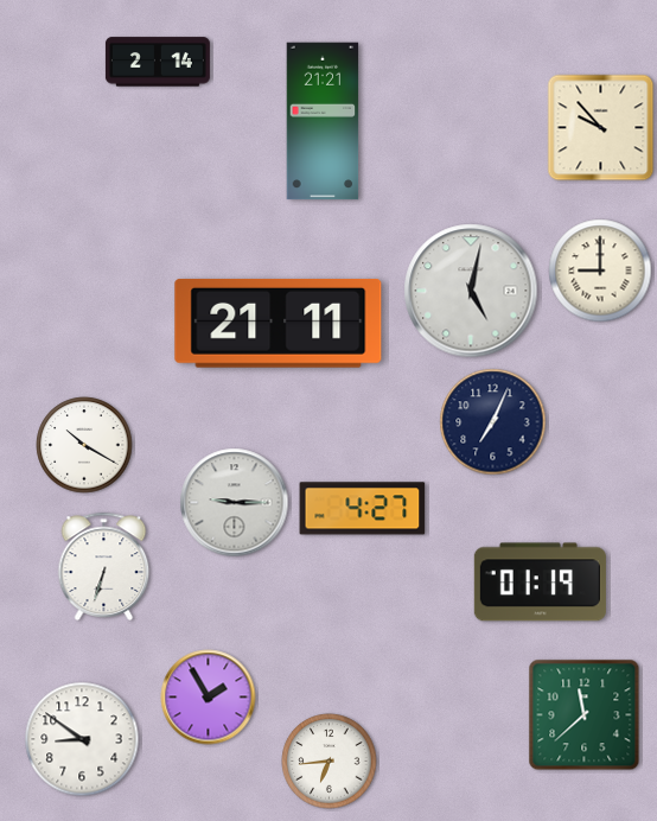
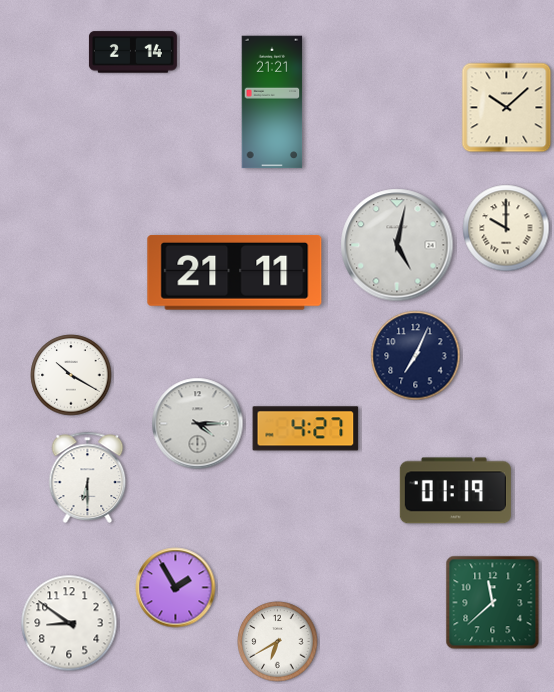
clock at (601, 128): 9:53 -> 10:08
clock at (600, 271): 9:00 -> 10:00
clock at (235, 503): 9:15 -> 4:15
clock at (104, 566): 6:33 -> 6:30
clock at (330, 762): 6:44 -> 6:40
